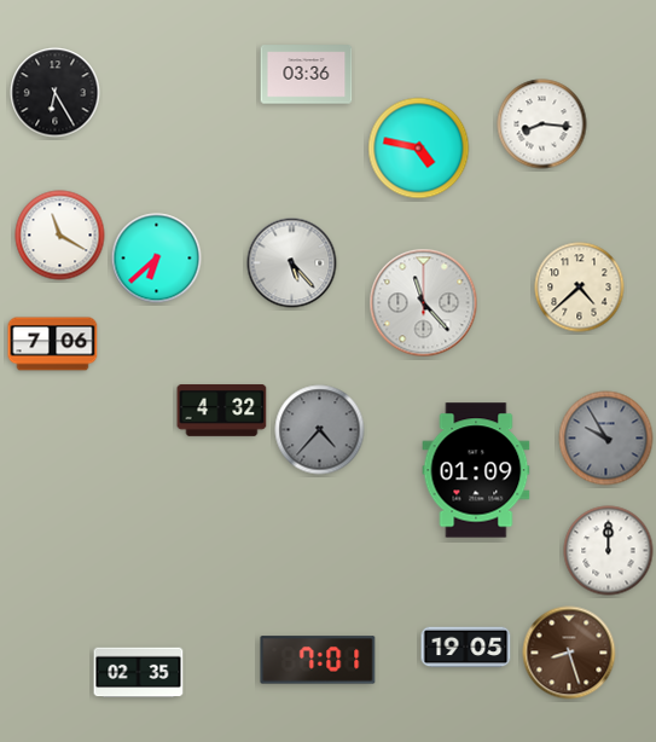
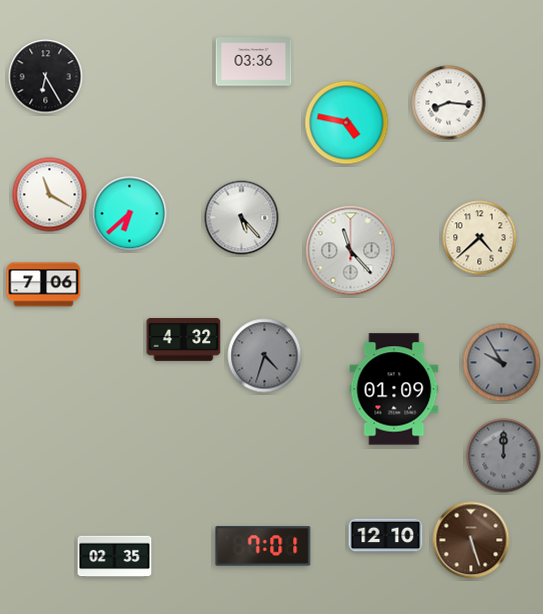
clock at (320, 430): 4:37 -> 4:33
clock at (609, 551) dial: white -> grey
clock at (466, 648): 19:05 -> 12:10
clock at (569, 653): 8:27 -> 5:27
